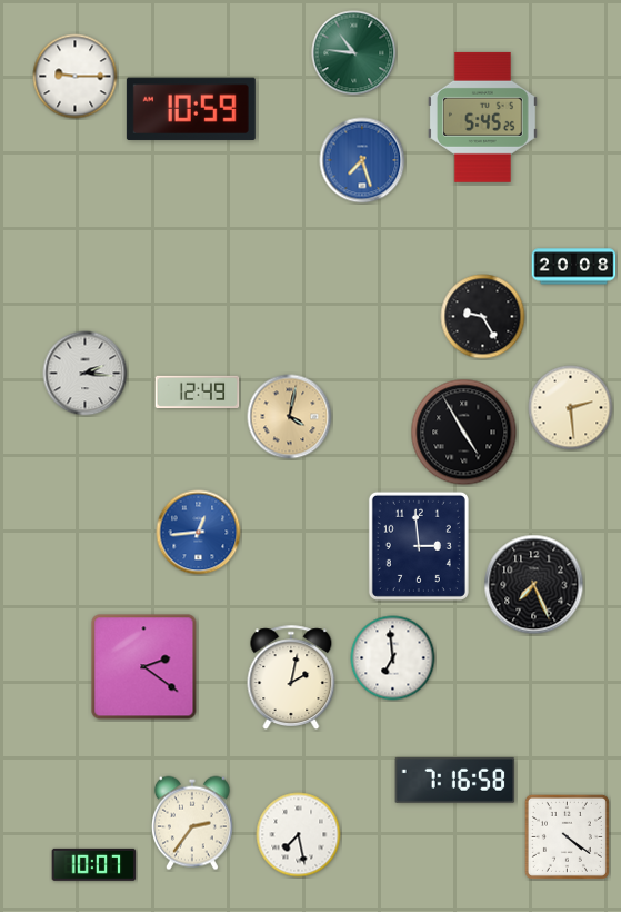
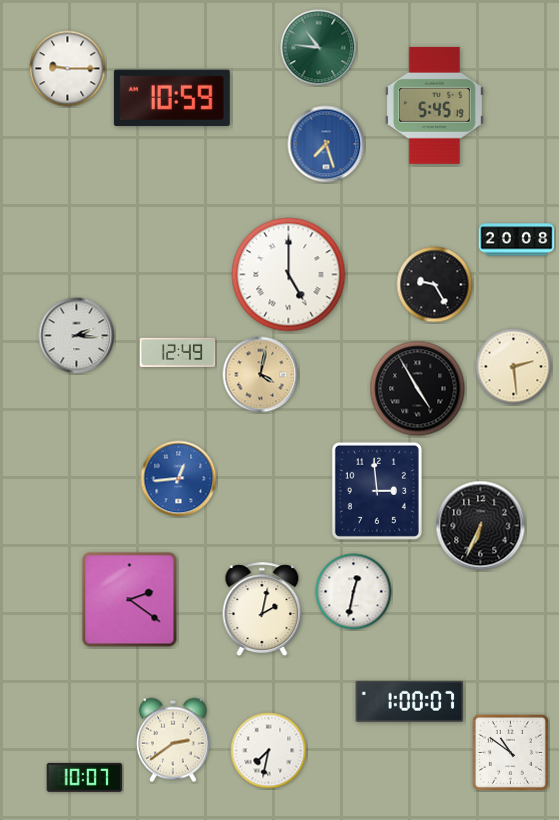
clock at (482, 117): 5:45:25 -> 5:45:19
clock at (289, 275): none -> 5:00
clock at (534, 585): 7:26 -> 6:34
clock at (393, 658): 6:59 -> 12:32
clock at (455, 780): 7:16 -> 1:00
clock at (192, 823): 2:36 -> 2:39
clock at (299, 835): 7:28 -> 7:32
clock at (567, 836): 4:21 -> 10:51
